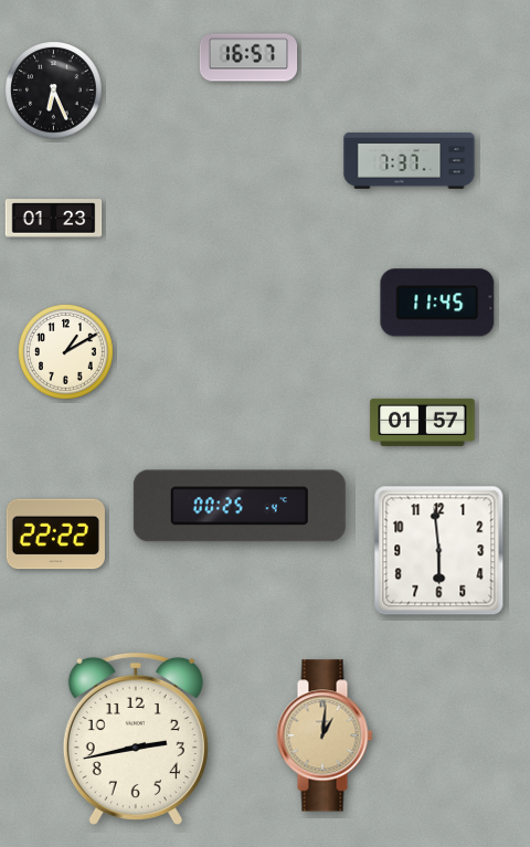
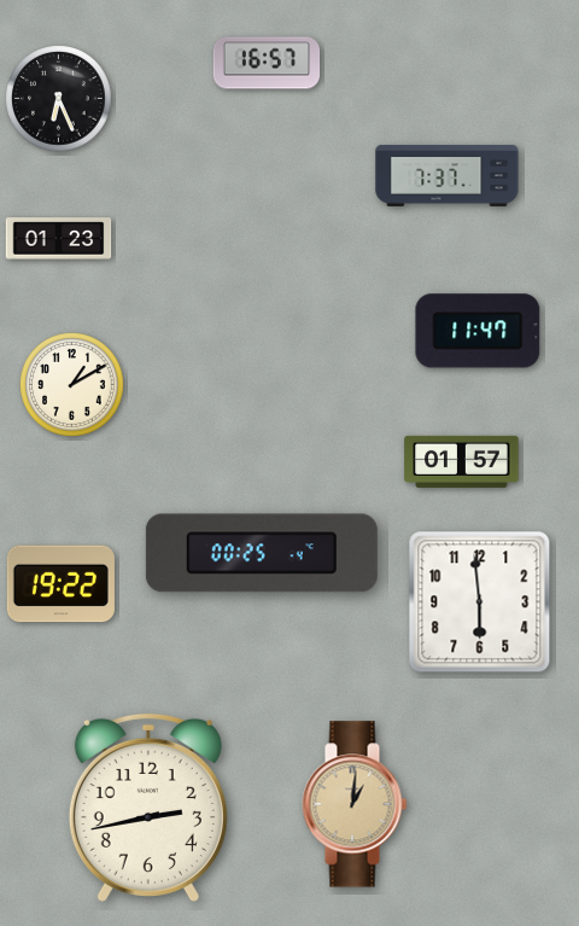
clock at (248, 57) position: (248, 57) -> (267, 63)
clock at (437, 303): 11:45 -> 11:47
clock at (55, 534): 22:22 -> 19:22
